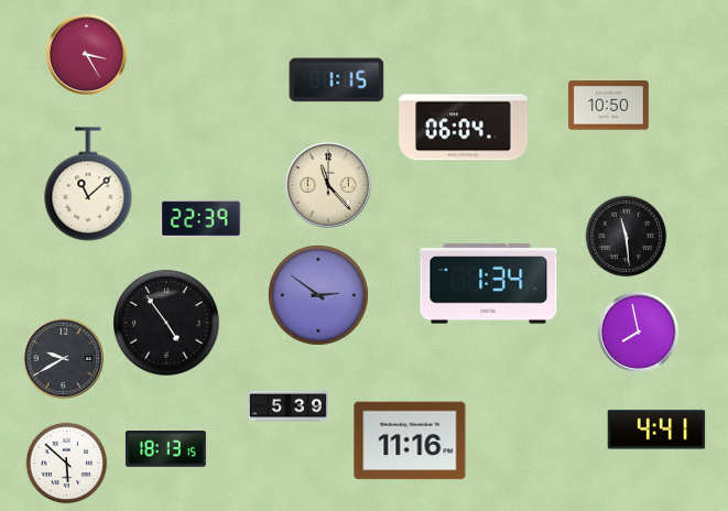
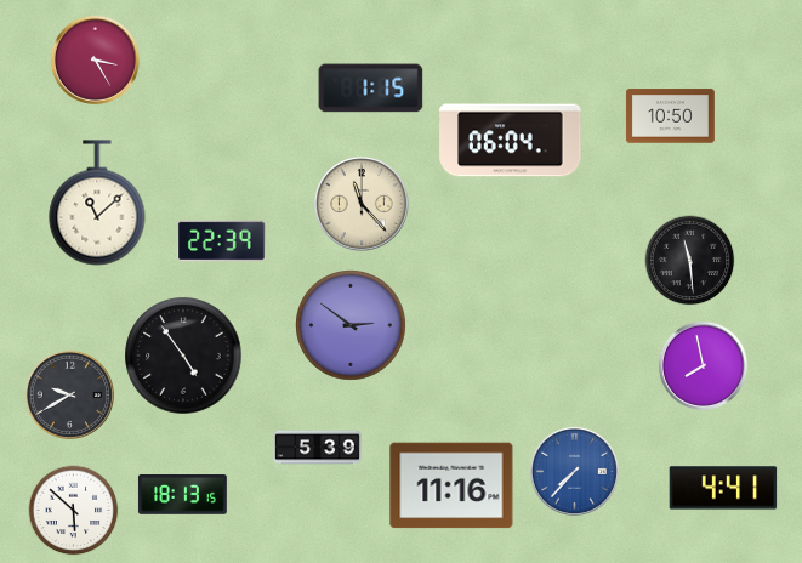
clock at (489, 284): 1:34 -> none
clock at (574, 471): none -> 7:37
clock at (656, 430) position: (656, 430) -> (723, 488)
